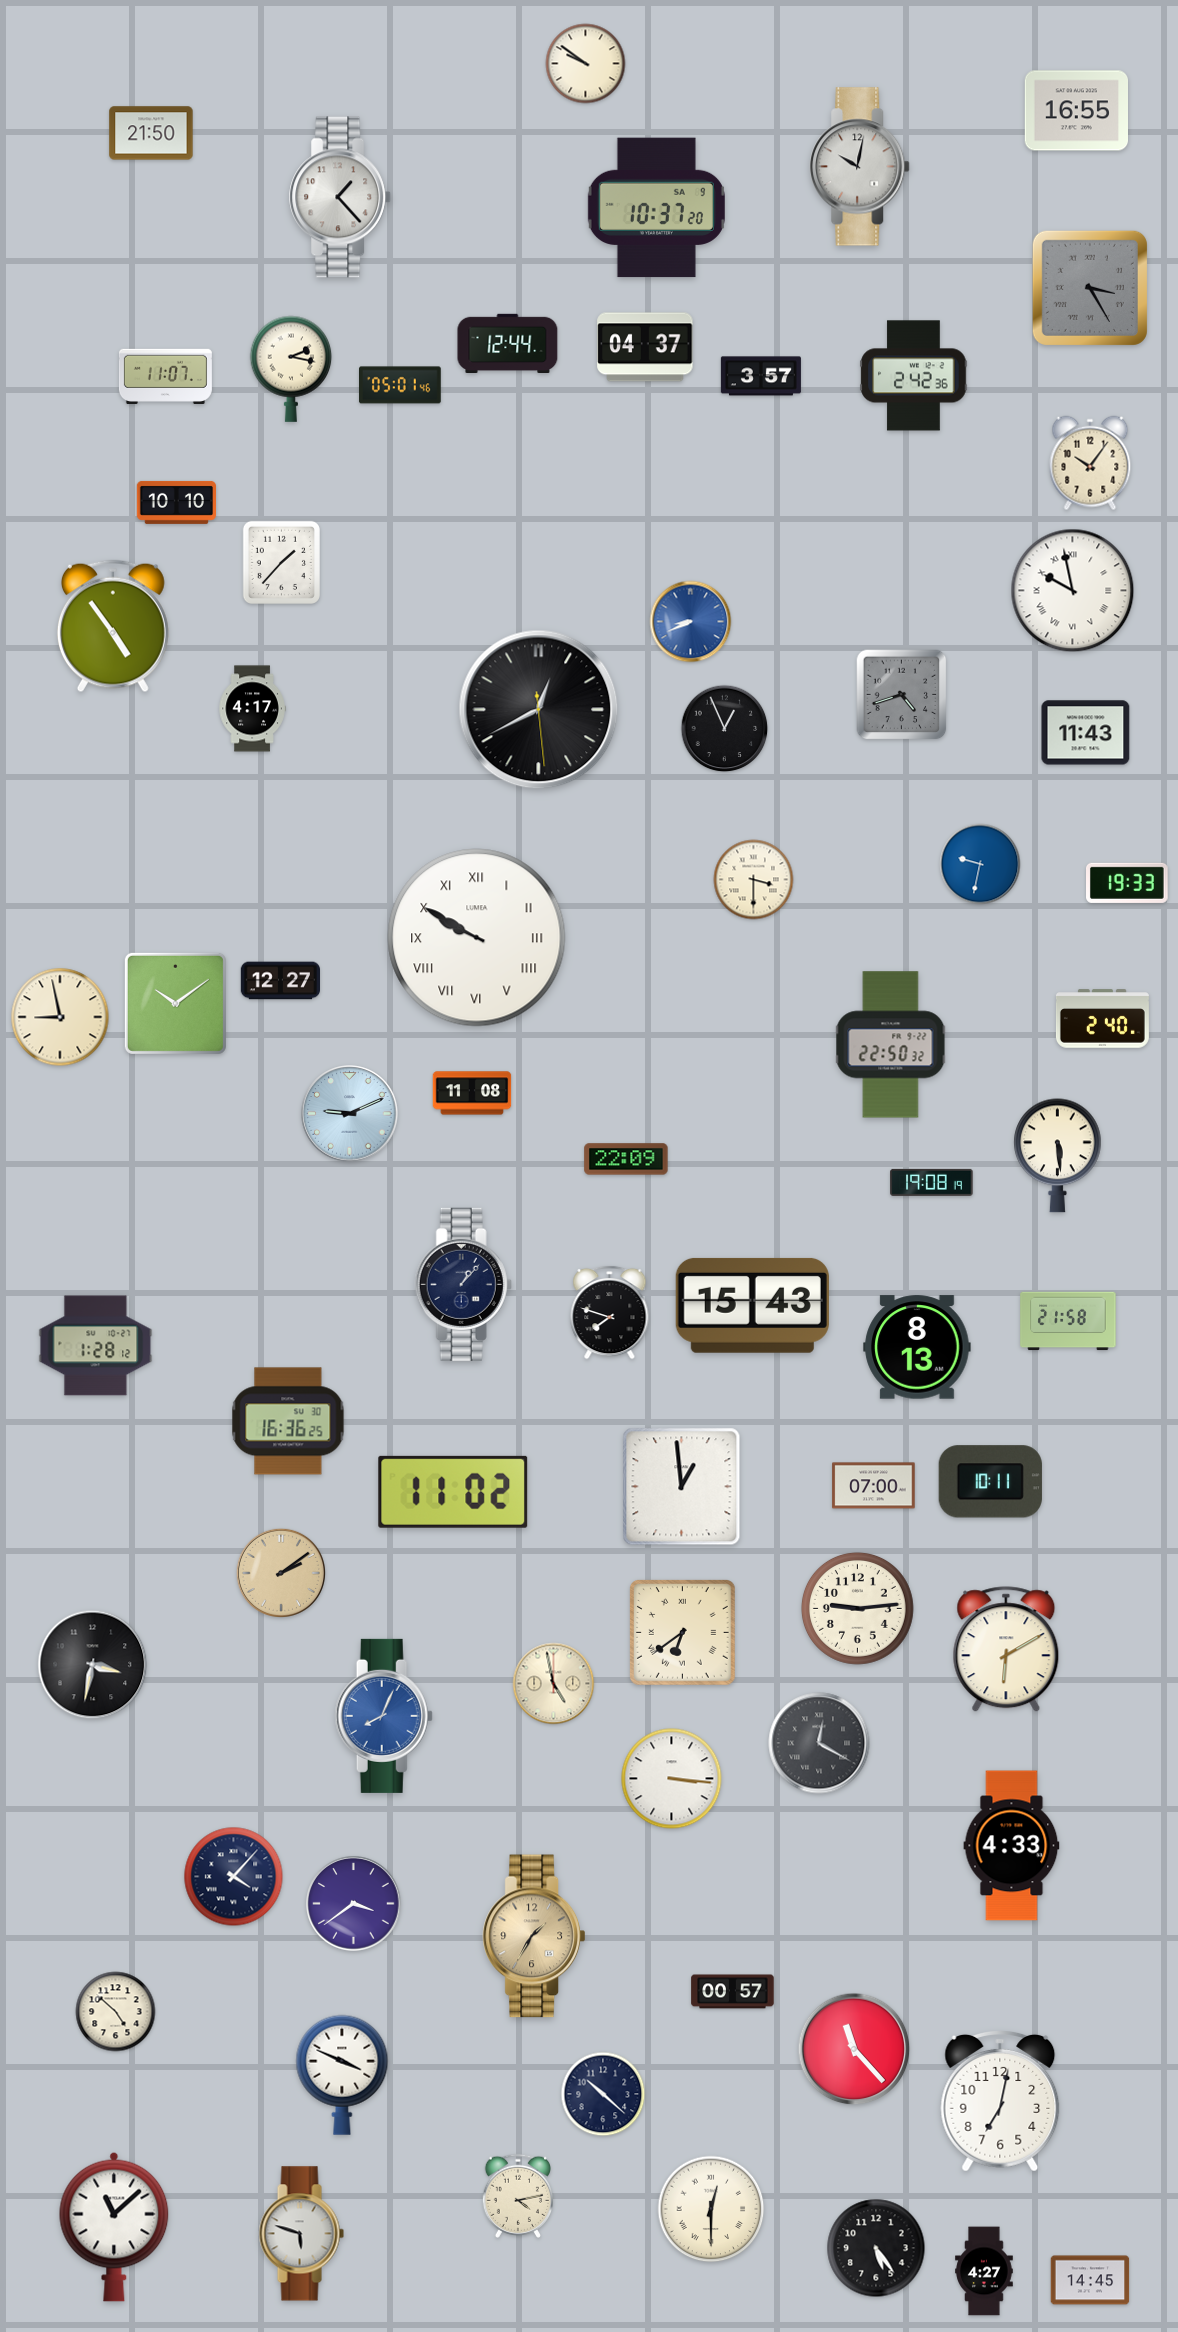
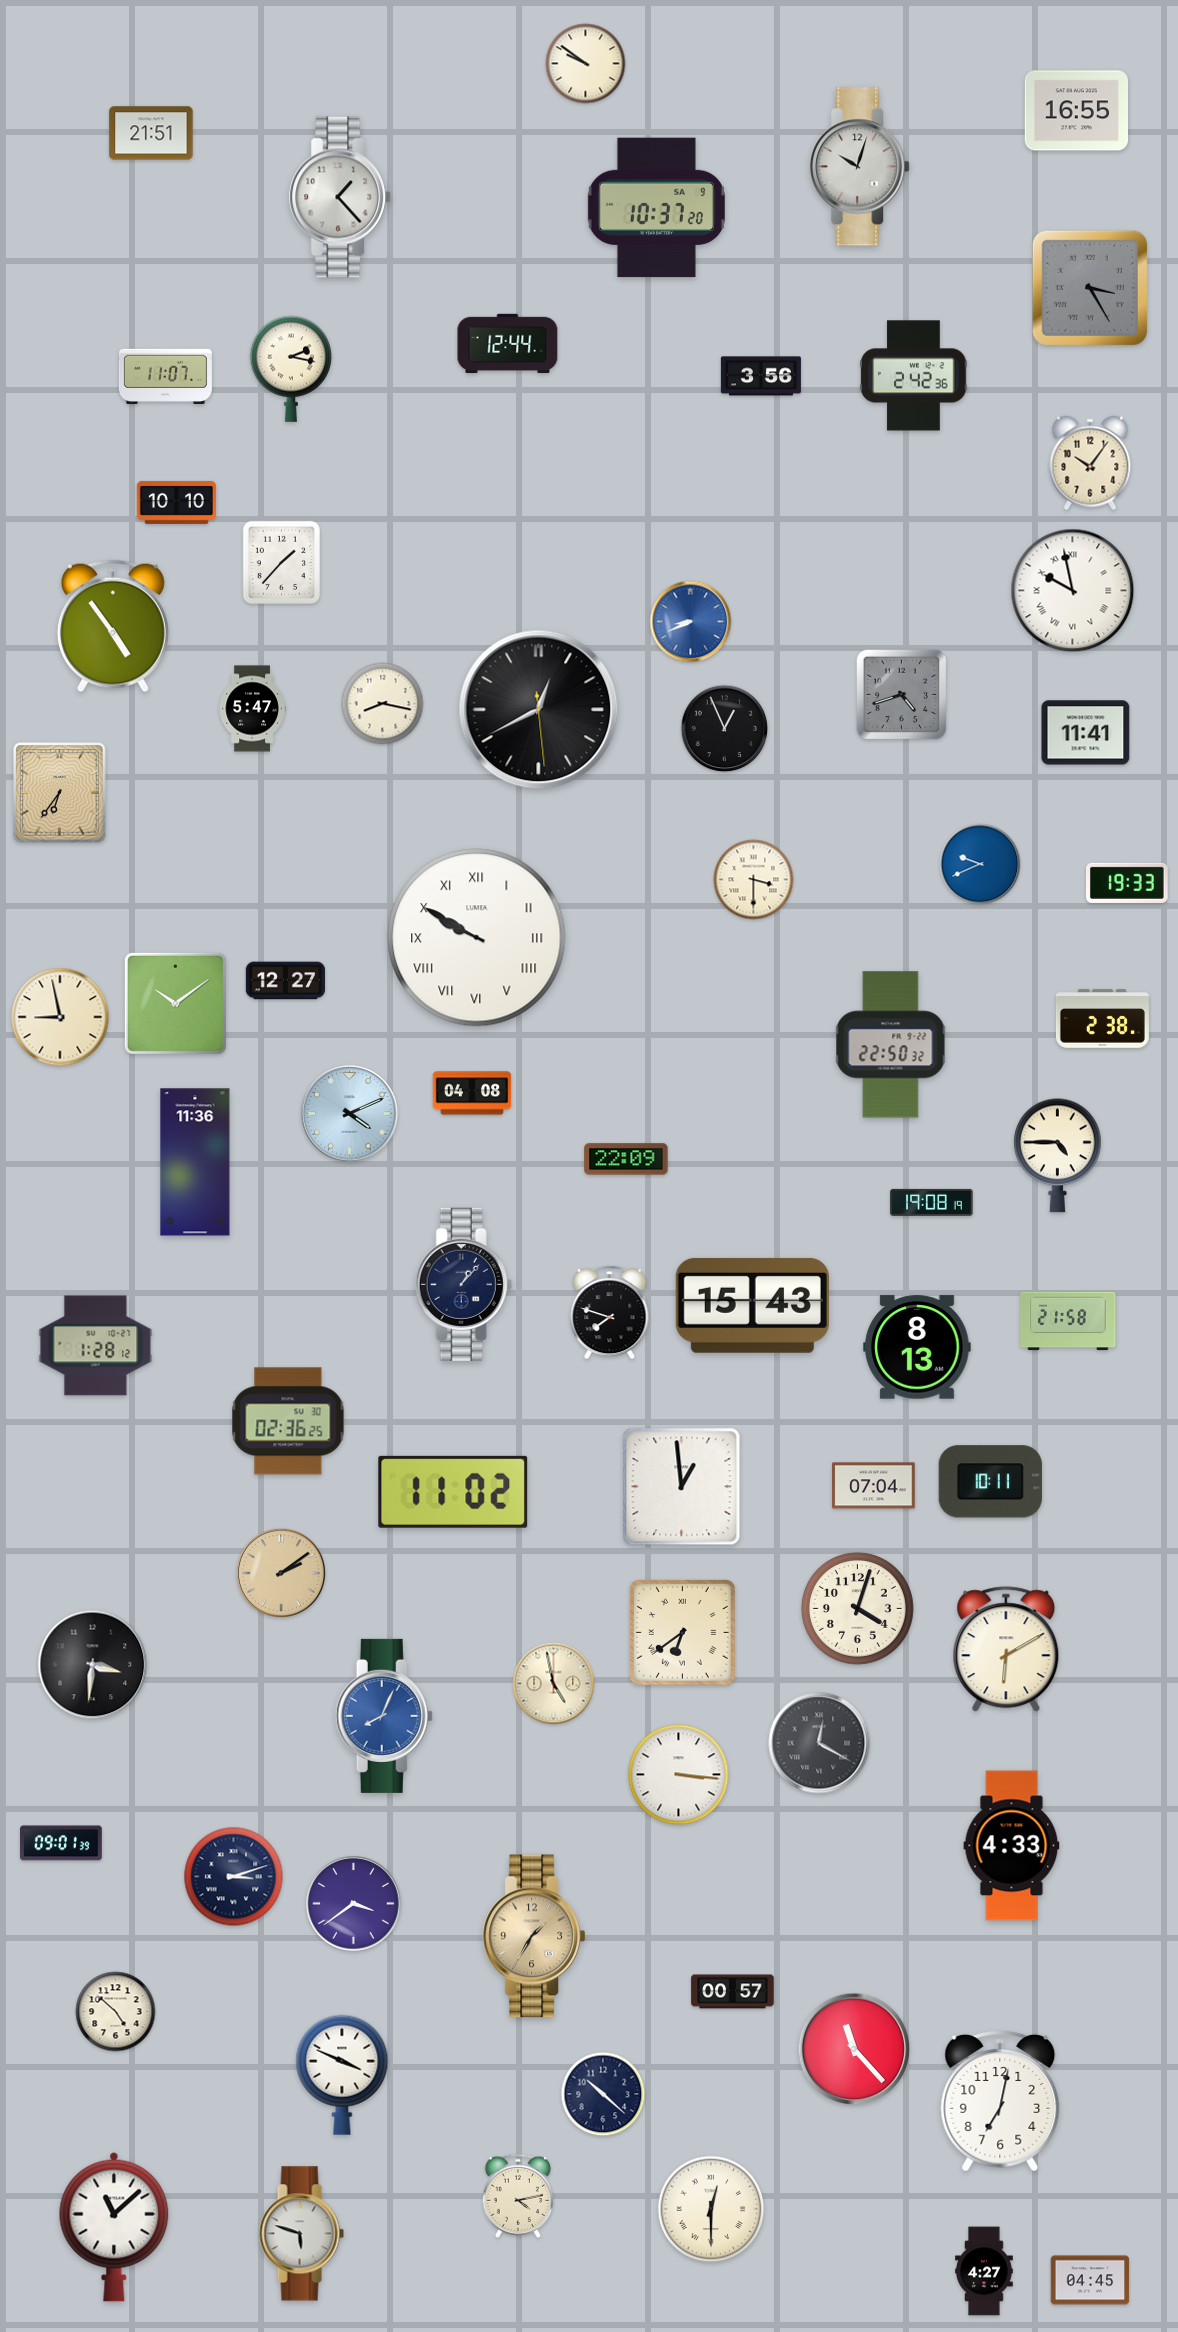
clock at (151, 133): 21:50 -> 21:51
clock at (860, 167): 10:02 -> 10:03
clock at (645, 347): 04:37 -> none
clock at (761, 376): 3:57 -> 3:56
clock at (401, 385): 05:01 -> none
clock at (383, 704): none -> 8:17
clock at (252, 709): 4:17 -> 5:47
clock at (1086, 733): 11:43 -> 11:41
clock at (60, 793): none -> 6:36
clock at (980, 864): 9:32 -> 9:41
clock at (280, 981) position: (280, 981) -> (285, 981)
clock at (1102, 1019): 2:40 -> 2:38
clock at (472, 1093): 11:08 -> 04:08
clock at (350, 1114): 9:11 -> 4:11
clock at (1058, 1156): 5:29 -> 4:45
clock at (195, 1162): none -> 11:36
clock at (932, 1182) position: (932, 1182) -> (932, 1202)
clock at (288, 1421): 16:36 -> 02:36
clock at (874, 1486): 07:00 -> 07:04
clock at (857, 1608): 9:14 -> 4:03
clock at (93, 1665): 3:32 -> 3:31
clock at (672, 1779) position: (672, 1779) -> (679, 1775)
clock at (61, 1843): none -> 09:01
clock at (234, 1877): 4:07 -> 3:12
clock at (876, 2248): 5:24 -> none
clock at (1090, 2280): 14:45 -> 04:45
